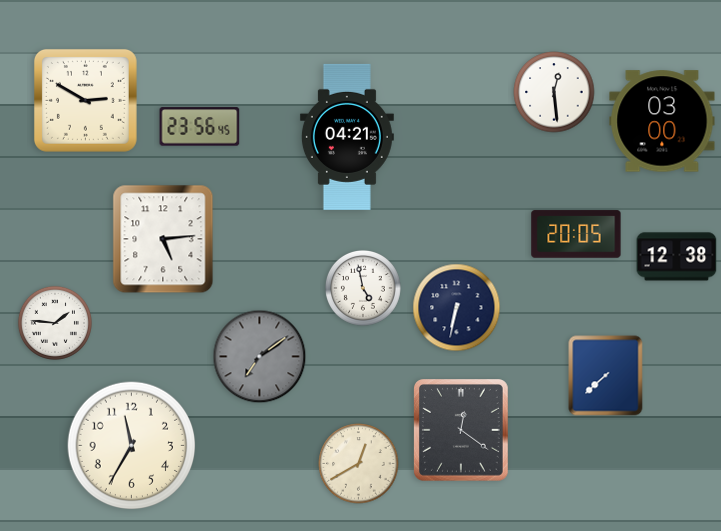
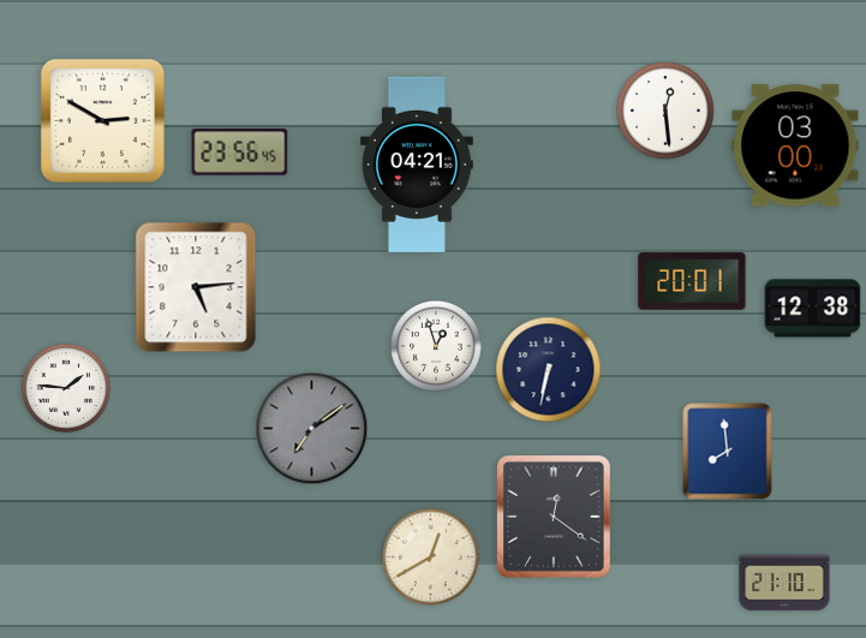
clock at (576, 234): 20:05 -> 20:01
clock at (363, 288): 4:58 -> 12:57
clock at (606, 376): 7:38 -> 7:59
clock at (132, 446): 11:35 -> none
clock at (784, 583): none -> 21:10
